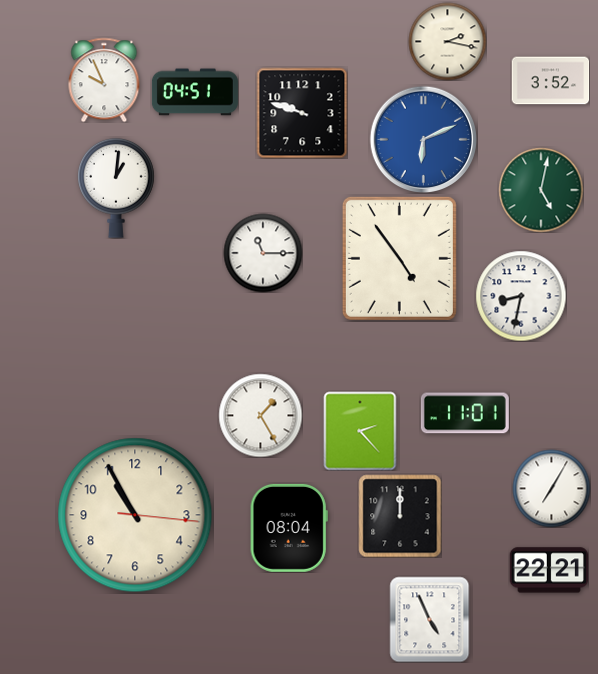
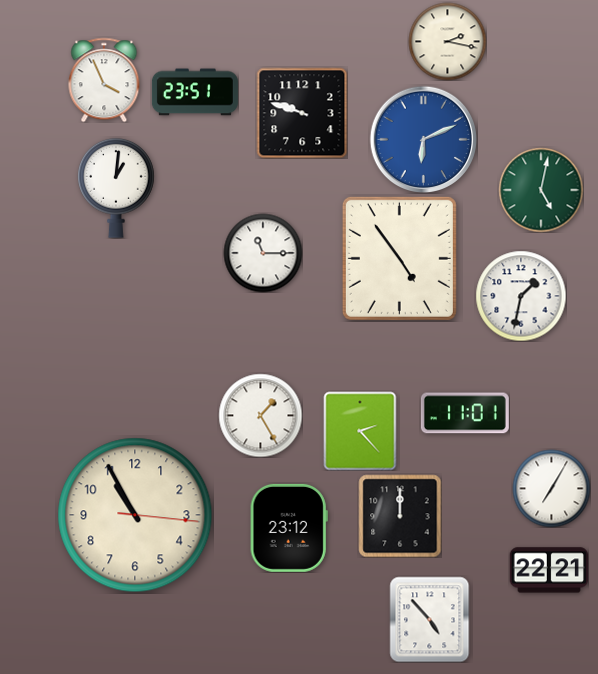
clock at (104, 80): 9:56 -> 3:56
clock at (550, 81): 3:52 -> none
clock at (195, 92): 04:51 -> 23:51
clock at (521, 296): 8:32 -> 1:32
clock at (289, 528): 08:04 -> 23:12
clock at (430, 619): 4:56 -> 4:53
